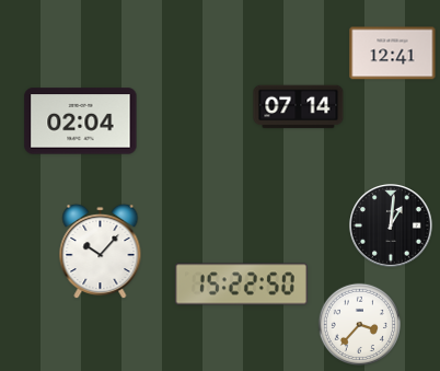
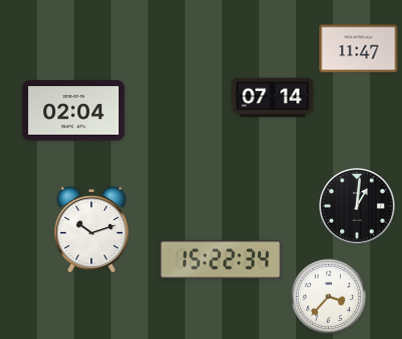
clock at (393, 54): 12:41 -> 11:47
clock at (101, 252): 10:07 -> 10:12
clock at (241, 285): 15:22:50 -> 15:22:34
